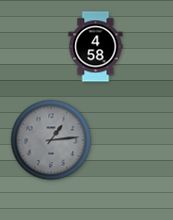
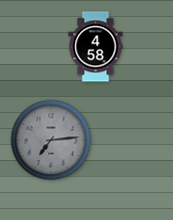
clock at (51, 140): 1:14 -> 7:14
